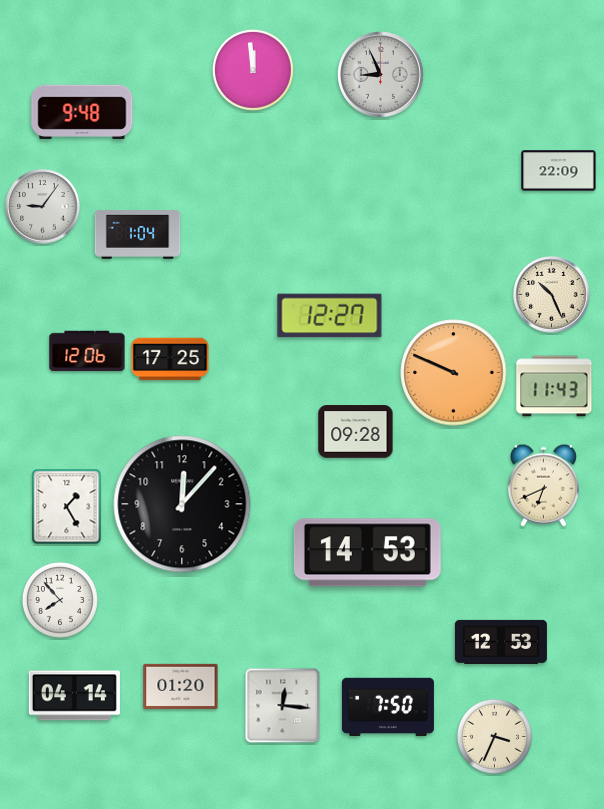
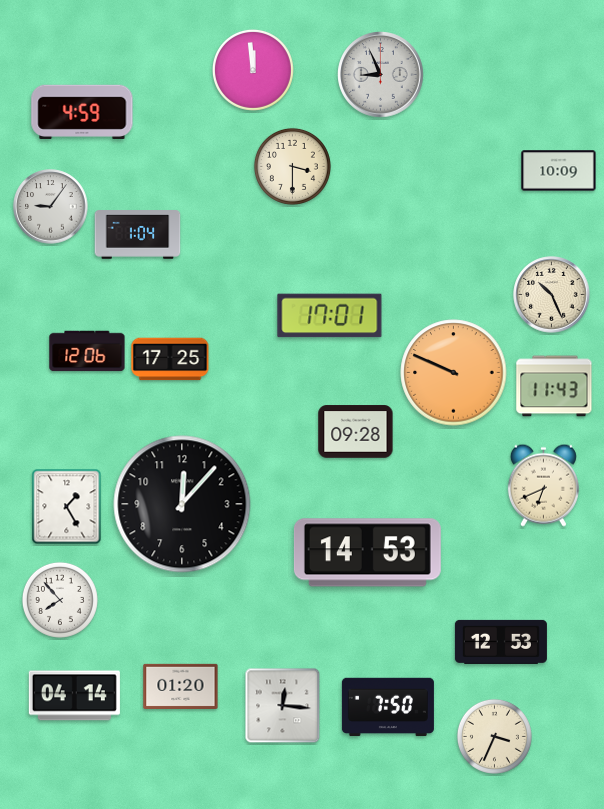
clock at (82, 112): 9:48 -> 4:59
clock at (292, 166): none -> 3:30
clock at (559, 171): 22:09 -> 10:09
clock at (43, 207) position: (43, 207) -> (51, 207)
clock at (330, 316): 12:27 -> 17:01
